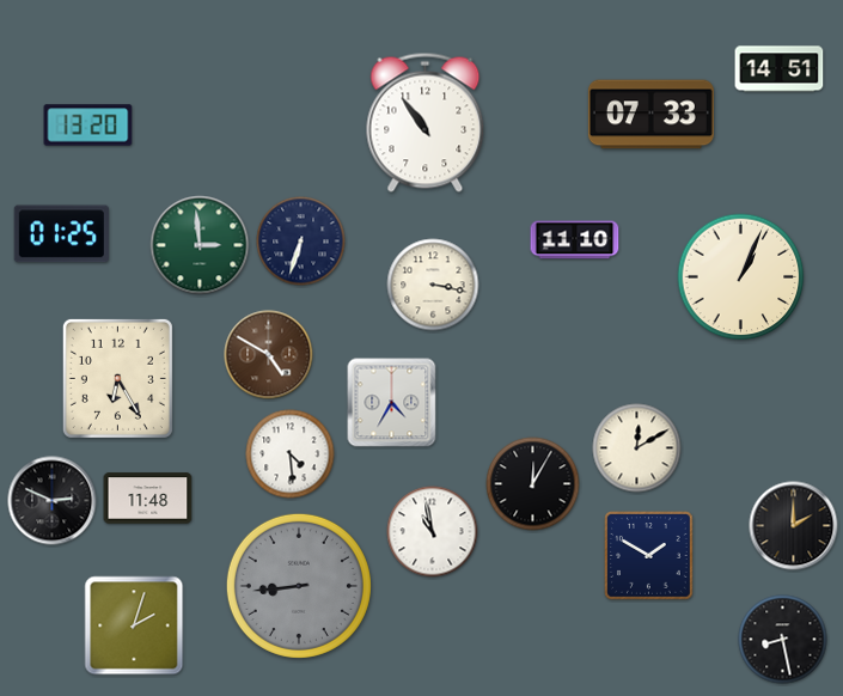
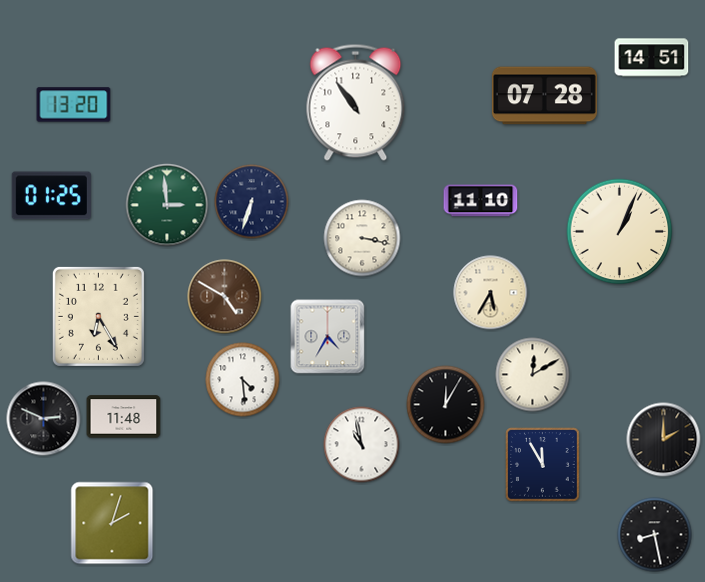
clock at (650, 115): 07:33 -> 07:28
clock at (491, 293): none -> 5:35
clock at (649, 556): 1:50 -> 11:55
clock at (299, 586): 8:44 -> none
